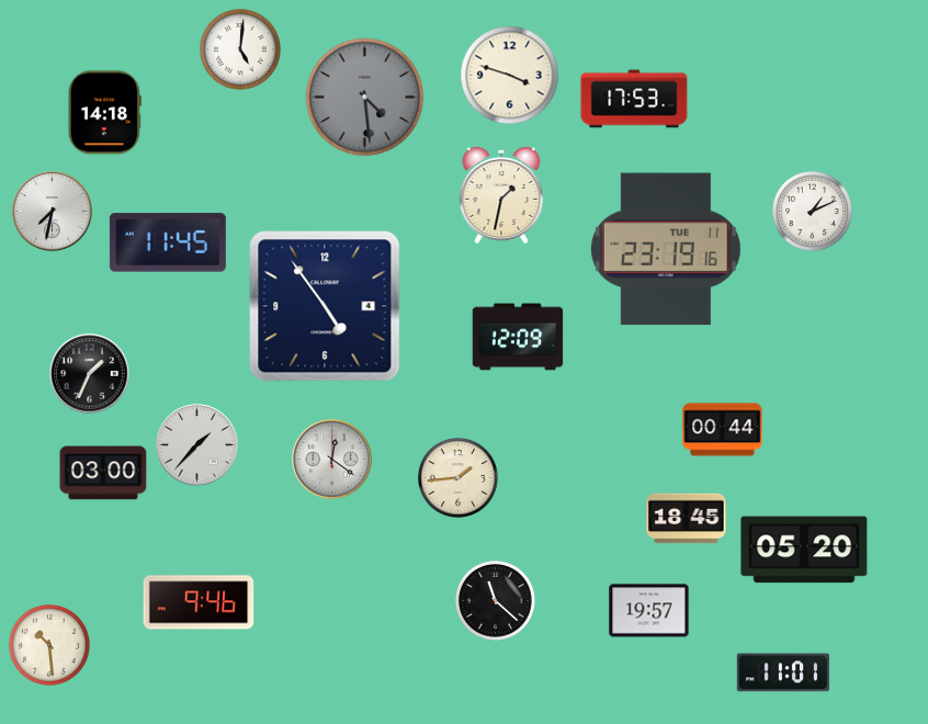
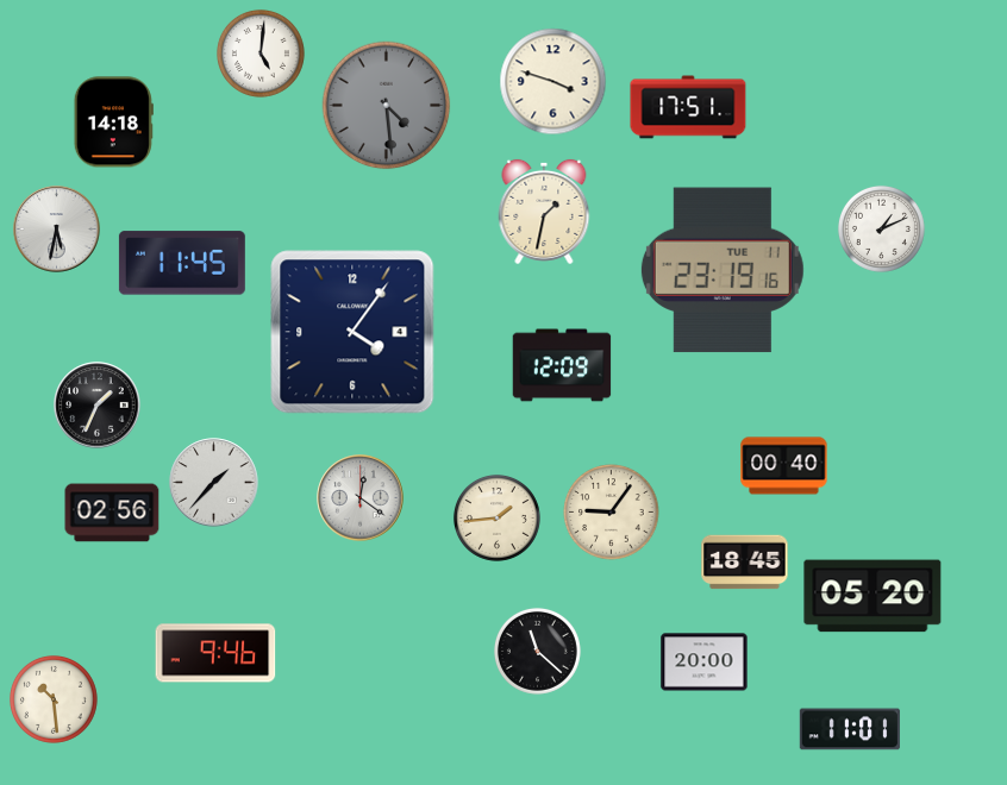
clock at (365, 98) position: (365, 98) -> (387, 106)
clock at (634, 99): 17:53 -> 17:51
clock at (53, 212): 7:32 -> 5:32
clock at (325, 306): 4:54 -> 4:06
clock at (723, 430): 00:44 -> 00:40
clock at (103, 473): 03:00 -> 02:56
clock at (612, 513): none -> 9:06
clock at (649, 611): 19:57 -> 20:00
